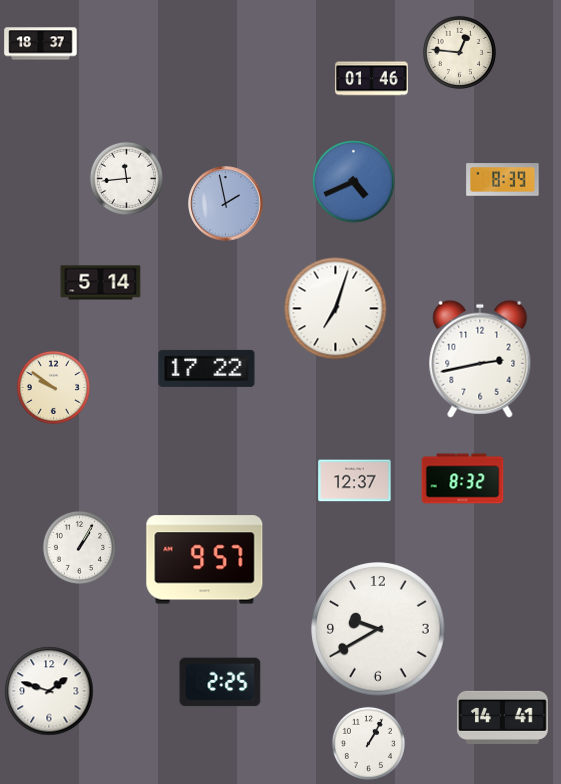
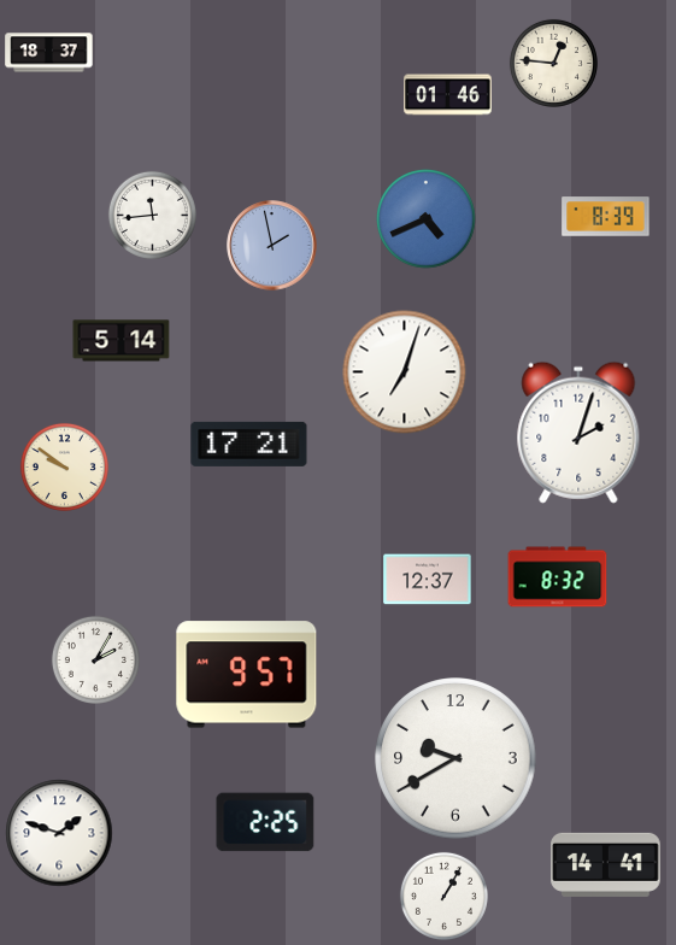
clock at (480, 359): 2:43 -> 2:03
clock at (207, 368): 17:22 -> 17:21
clock at (79, 547): 1:05 -> 2:05
